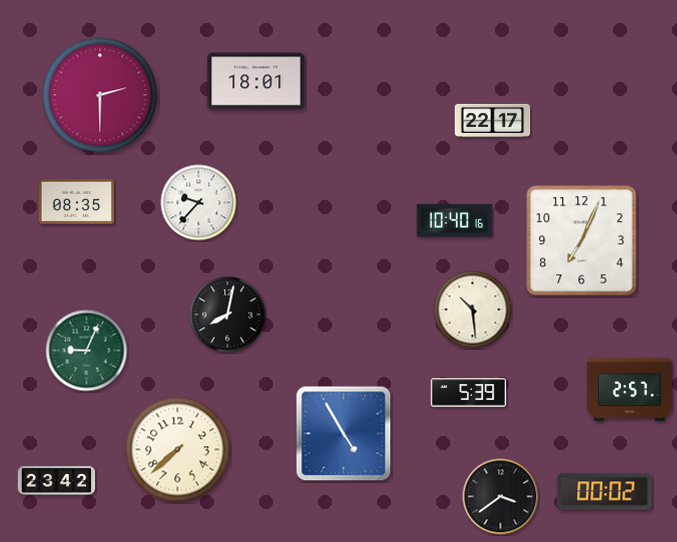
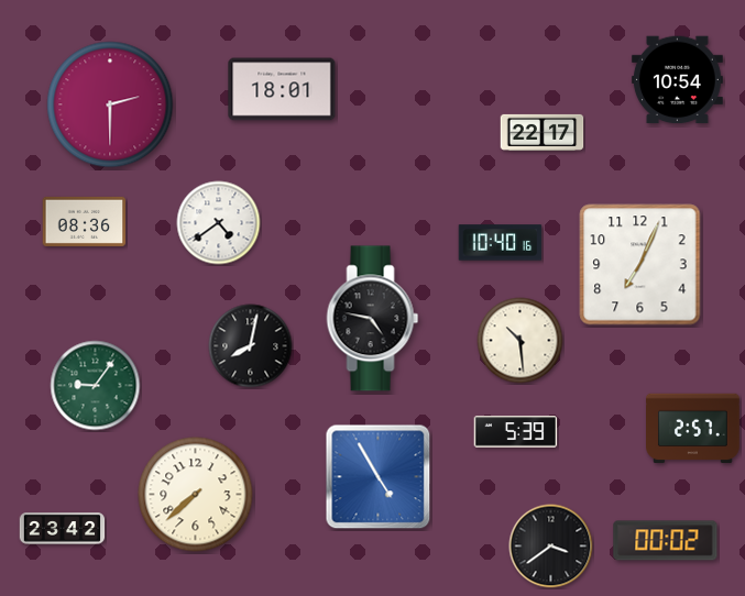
clock at (677, 80): none -> 10:54
clock at (77, 201): 08:35 -> 08:36
clock at (199, 203): 9:37 -> 4:39
clock at (373, 319): none -> 4:47
clock at (87, 351): 9:04 -> 9:06
